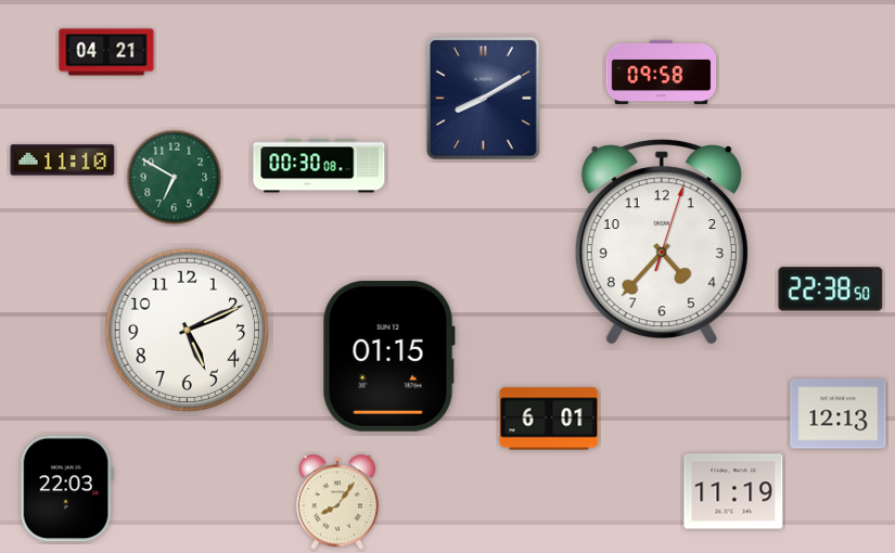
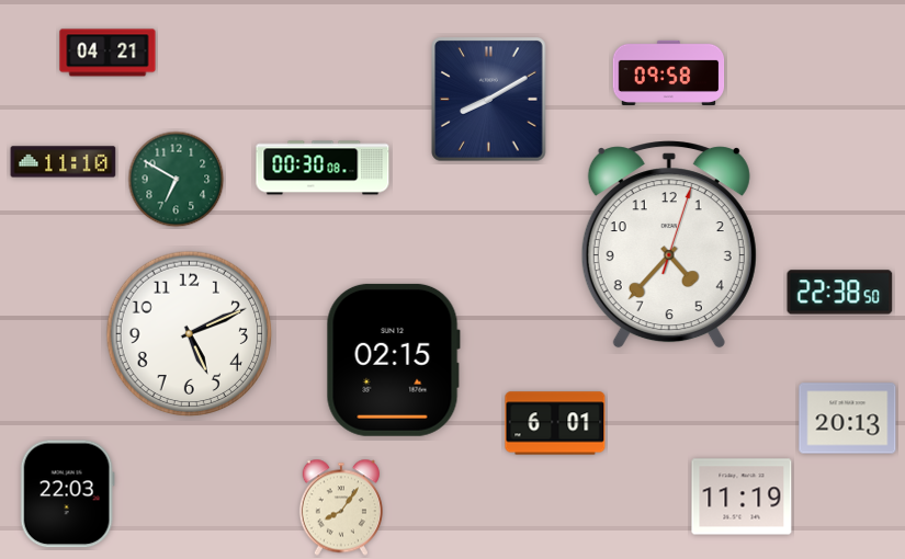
clock at (388, 356): 01:15 -> 02:15
clock at (839, 414): 12:13 -> 20:13
